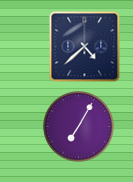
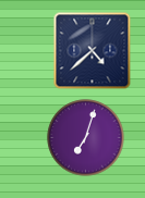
clock at (79, 127): 7:05 -> 7:03
